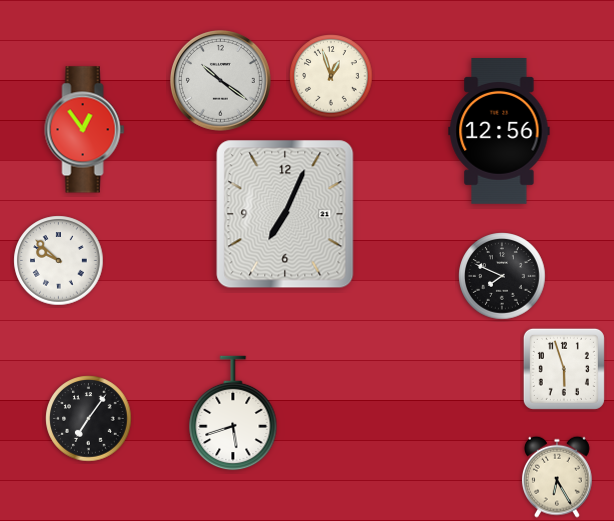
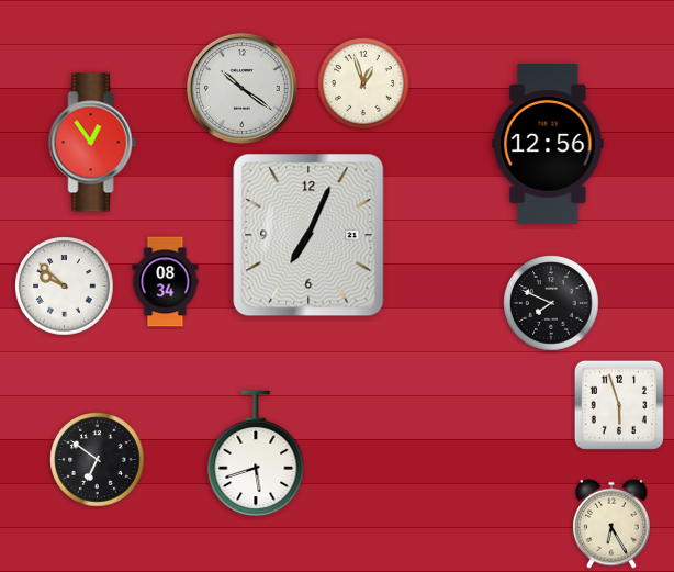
clock at (285, 214) position: (285, 214) -> (308, 235)
clock at (166, 282): none -> 08:34
clock at (89, 419): 7:06 -> 6:51
